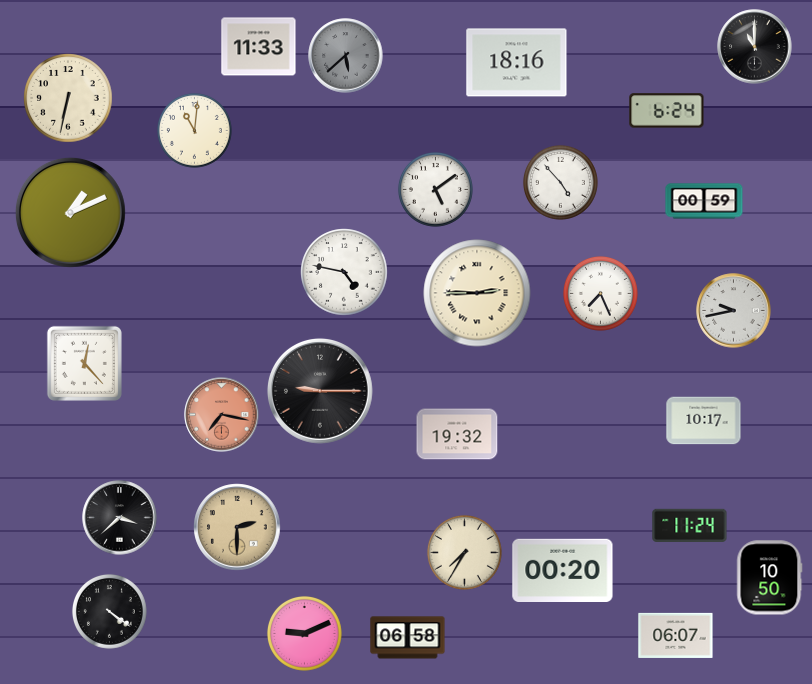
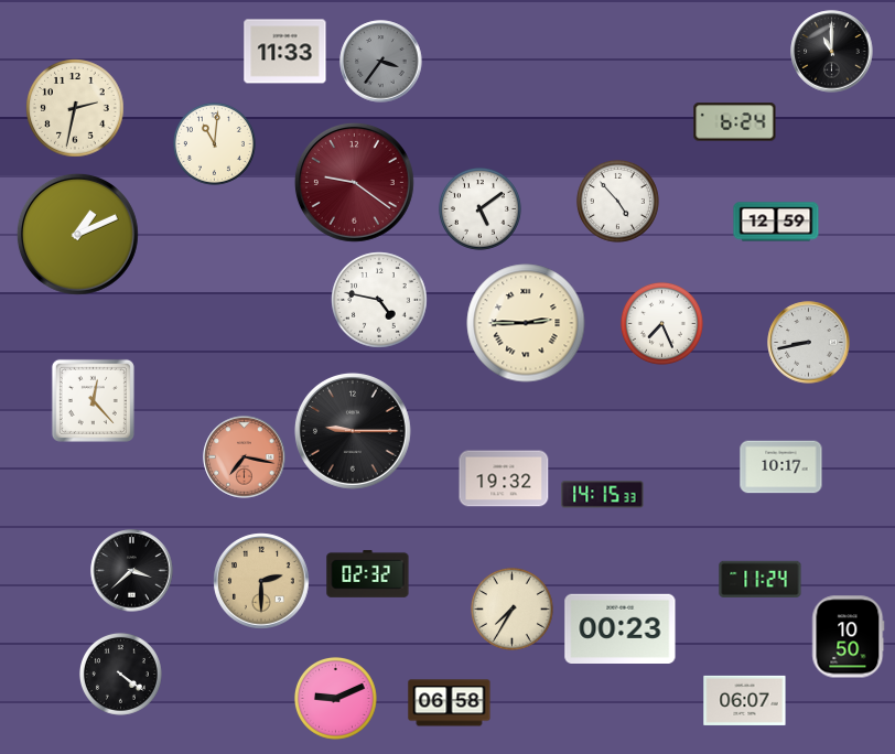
clock at (346, 56): 5:38 -> 3:36
clock at (517, 63): 18:16 -> none
clock at (68, 98): 6:32 -> 2:32
clock at (354, 182): none -> 9:21
clock at (704, 201): 00:59 -> 12:59
clock at (734, 311): 9:43 -> 8:43
clock at (704, 421) position: (704, 421) -> (781, 467)
clock at (603, 495): none -> 14:15
clock at (368, 573): none -> 02:32
clock at (563, 570): 00:20 -> 00:23
